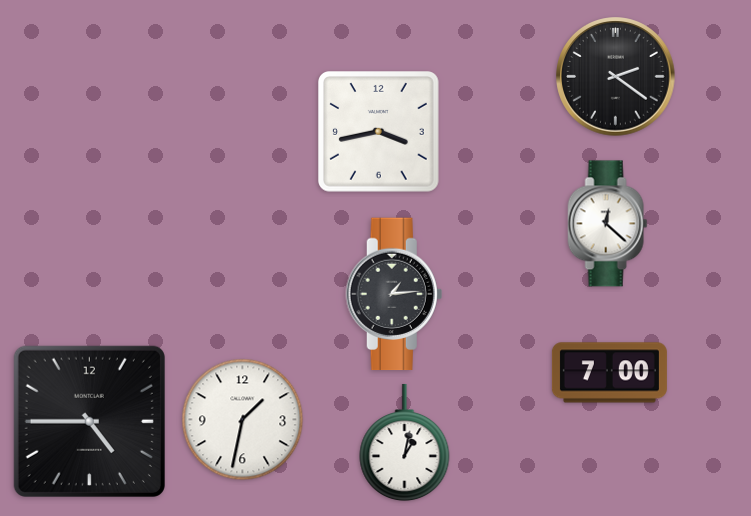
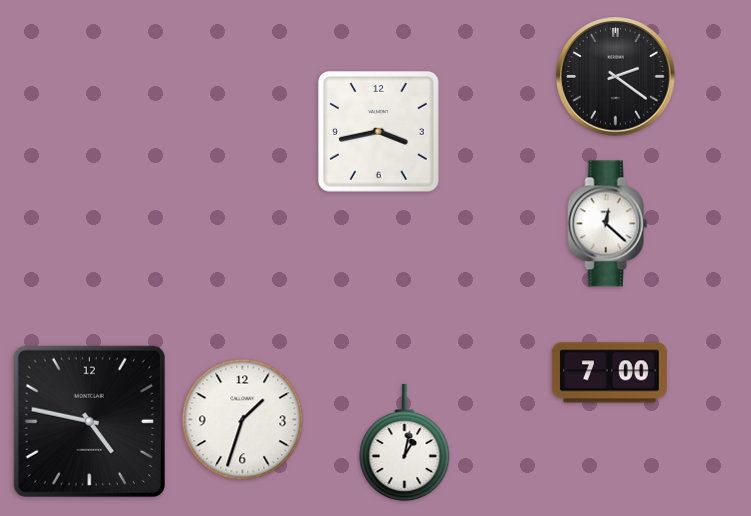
clock at (394, 294): 1:14 -> none
clock at (243, 420): 1:32 -> 1:33
clock at (89, 421): 4:45 -> 4:47
